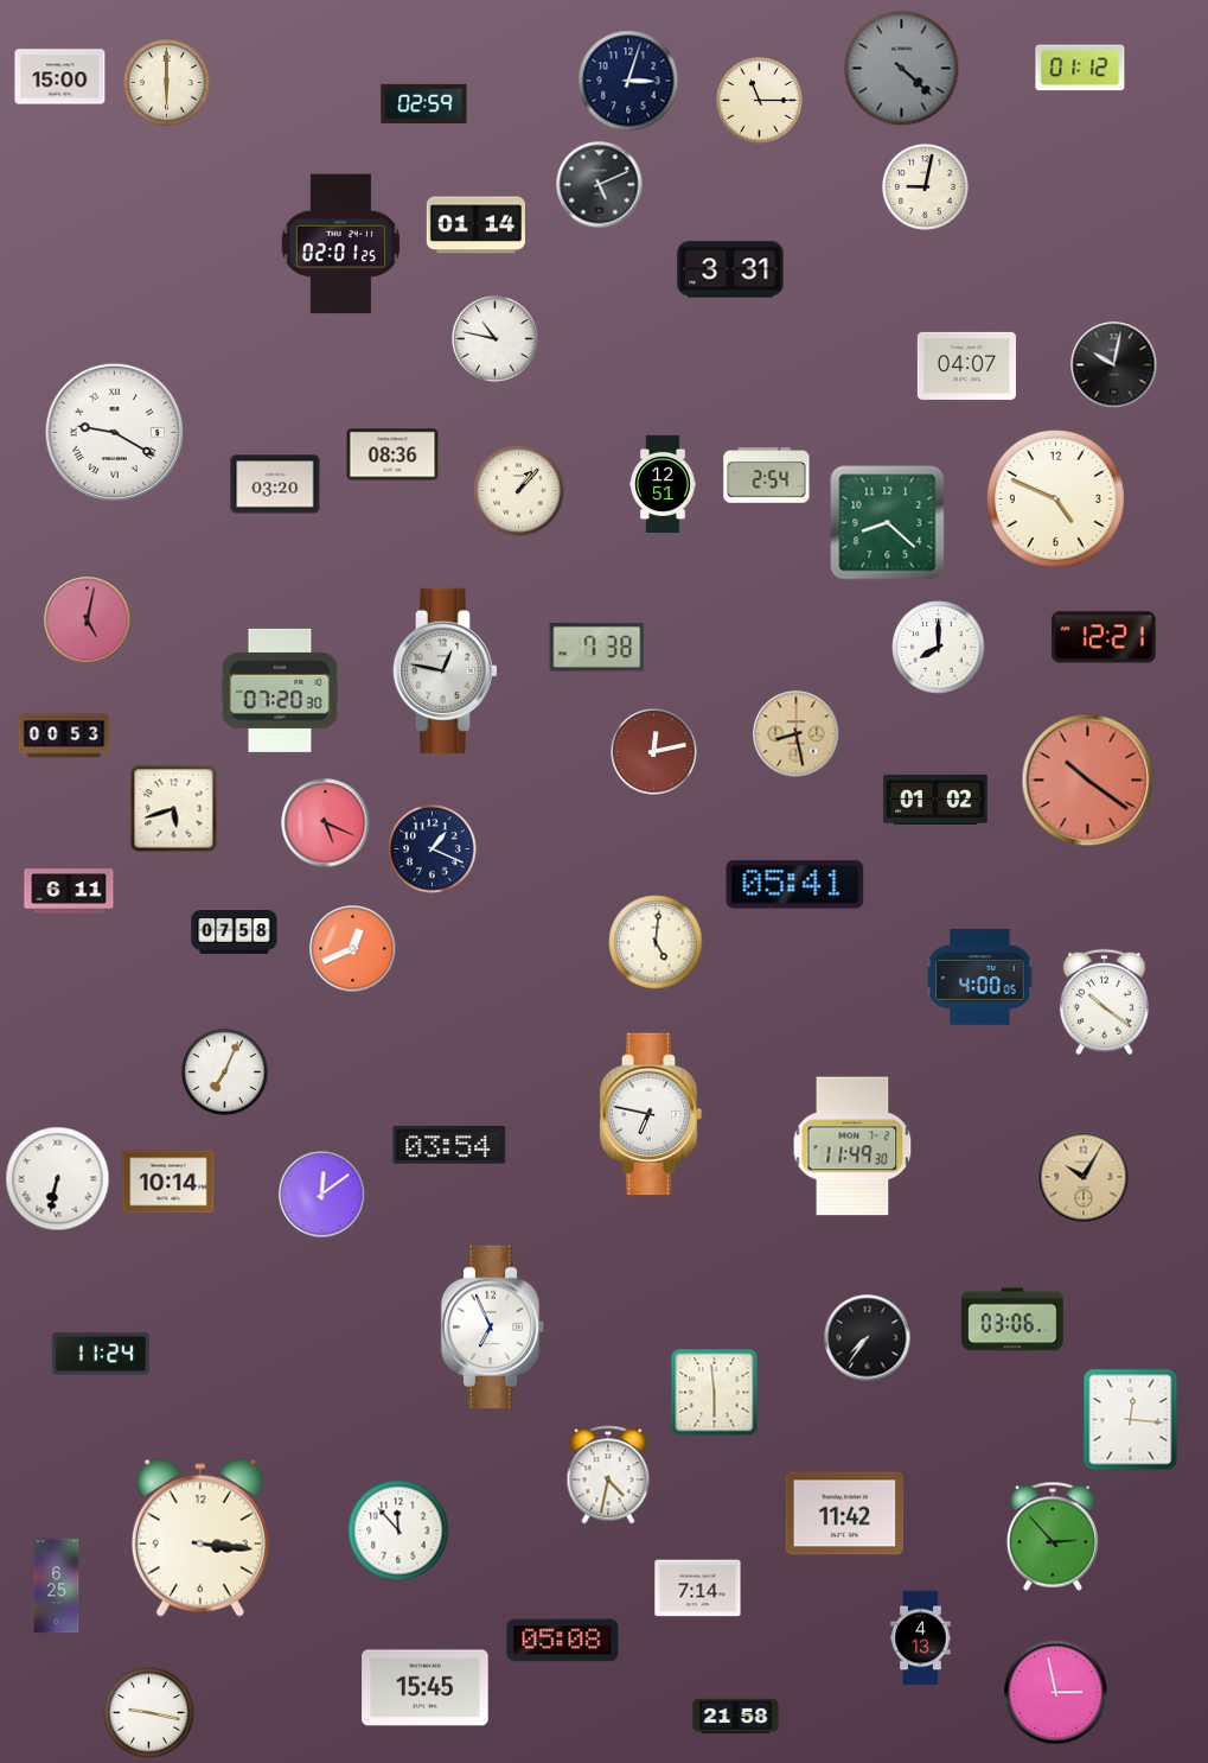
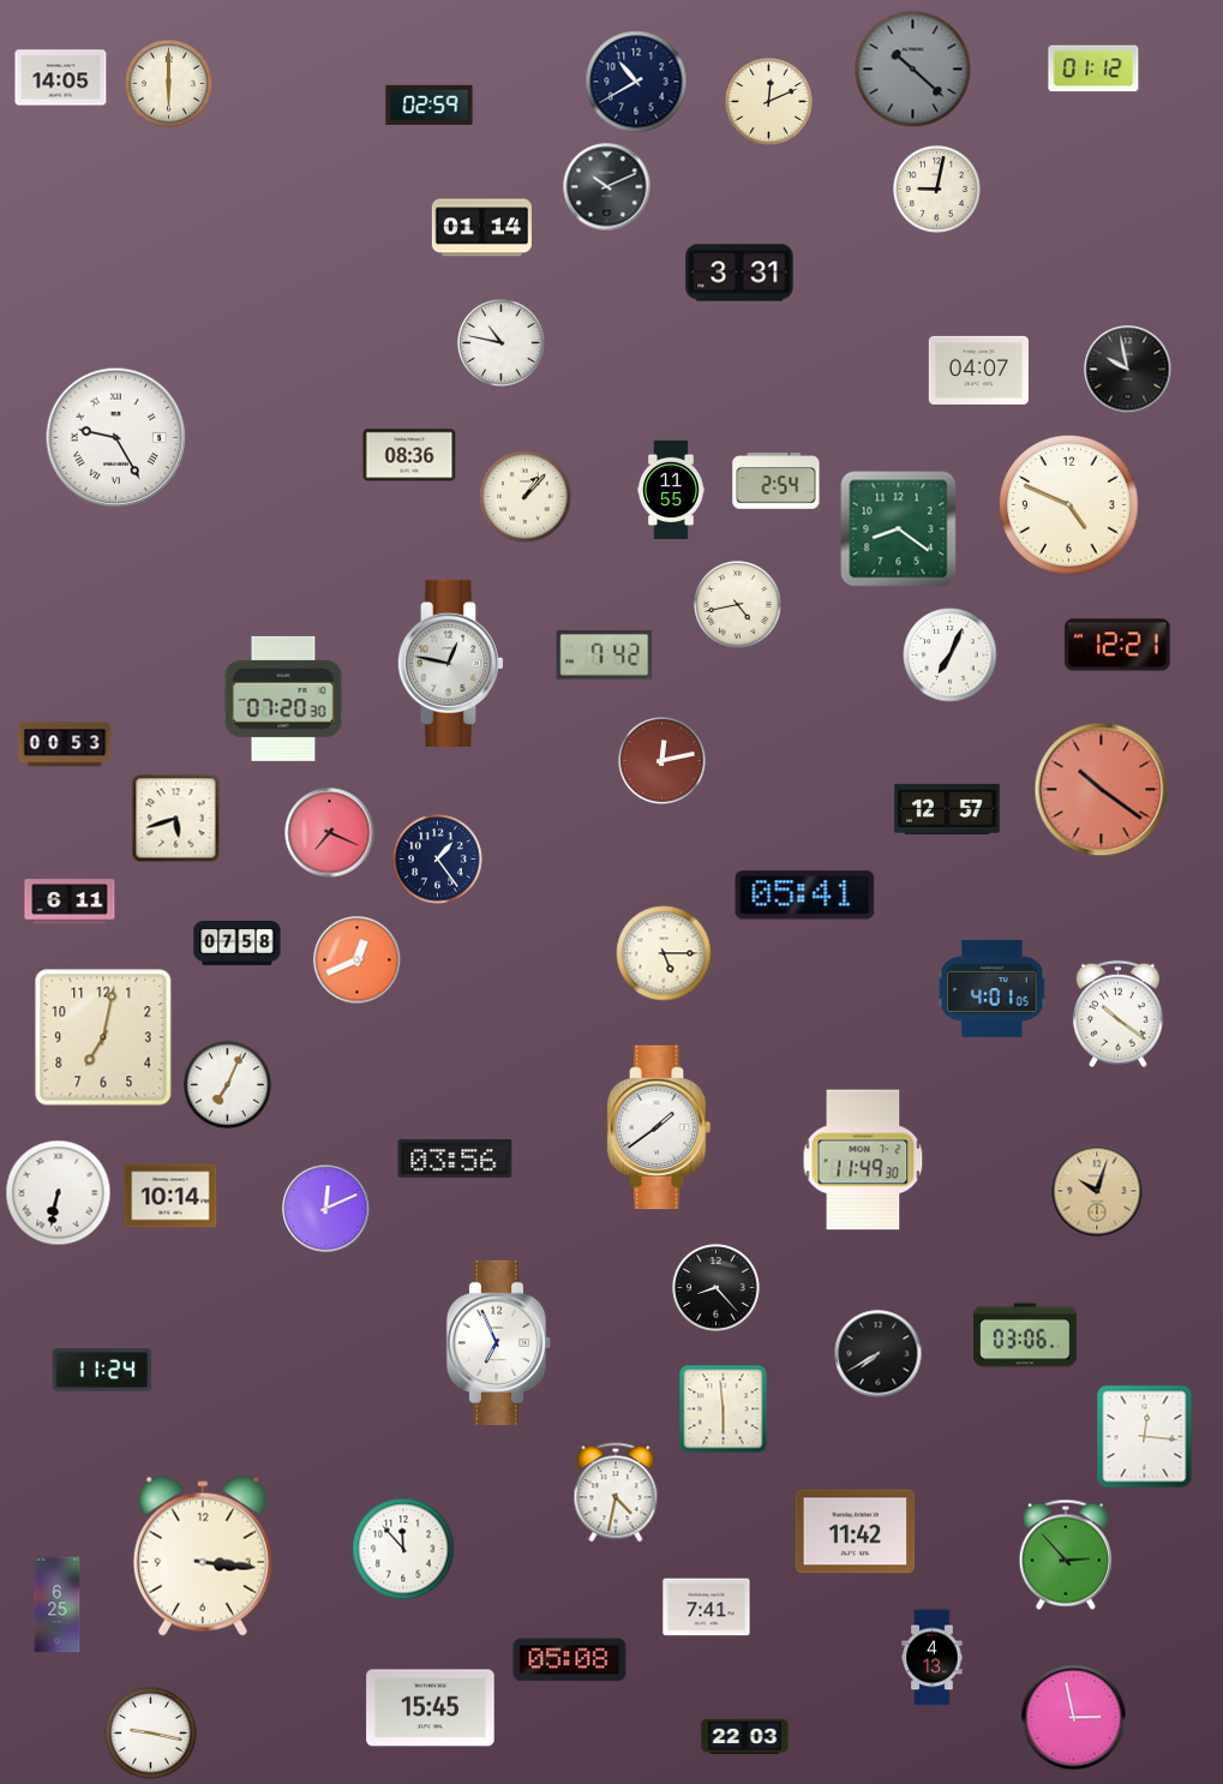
clock at (902, 69): 4:22 -> 10:22
clock at (60, 77): 15:00 -> 14:05
clock at (628, 81): 3:03 -> 10:40
clock at (760, 101): 11:15 -> 12:11
clock at (600, 185): 5:11 -> 10:11
clock at (340, 244): 02:01 -> none
clock at (1114, 365): 10:02 -> 9:58
clock at (115, 433): 9:20 -> 9:25
clock at (392, 454) position: (392, 454) -> (409, 455)
clock at (275, 484): 03:20 -> none
clock at (663, 484): 12:51 -> 11:55
clock at (888, 523): 8:22 -> 8:21
clock at (738, 605): none -> 4:43
clock at (88, 620): 5:02 -> none
clock at (597, 648): 7:38 -> 7:42
clock at (939, 648): 8:00 -> 7:04
clock at (445, 670) position: (445, 670) -> (450, 663)
clock at (797, 734): 8:28 -> none
clock at (935, 800): 01:02 -> 12:57
clock at (326, 823): 5:19 -> 7:19
clock at (433, 849): 1:19 -> 1:24
clock at (656, 942): 5:01 -> 5:15
clock at (980, 976): 4:00 -> 4:01
clock at (103, 1037): none -> 7:02
clock at (651, 1114): 6:47 -> 1:39
clock at (449, 1145): 03:54 -> 03:56
clock at (1084, 1177): 10:05 -> 10:03
clock at (322, 1195): 12:09 -> 12:11
clock at (717, 1288): none -> 8:23
clock at (868, 1338): 7:36 -> 7:40
clock at (698, 1589): 7:14 -> 7:41
clock at (1056, 1693) position: (1056, 1693) -> (1074, 1718)
clock at (736, 1717): 21:58 -> 22:03
